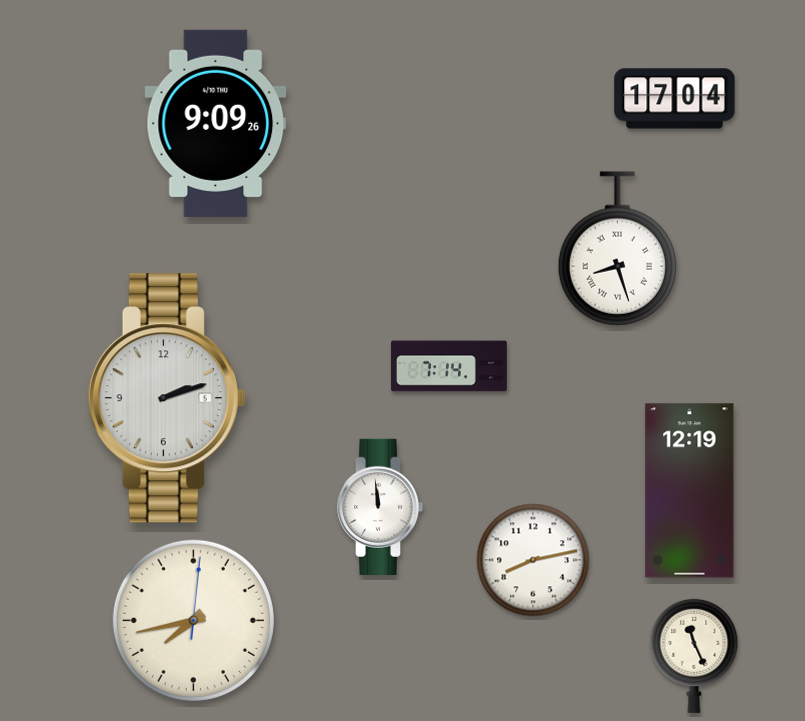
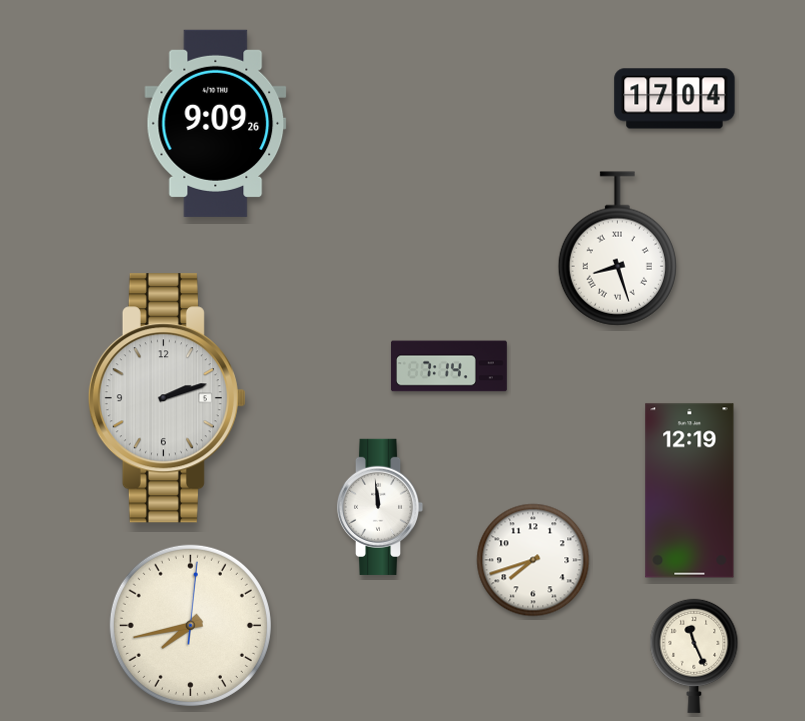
clock at (533, 560): 8:13 -> 7:42
clock at (193, 620) position: (193, 620) -> (190, 625)
